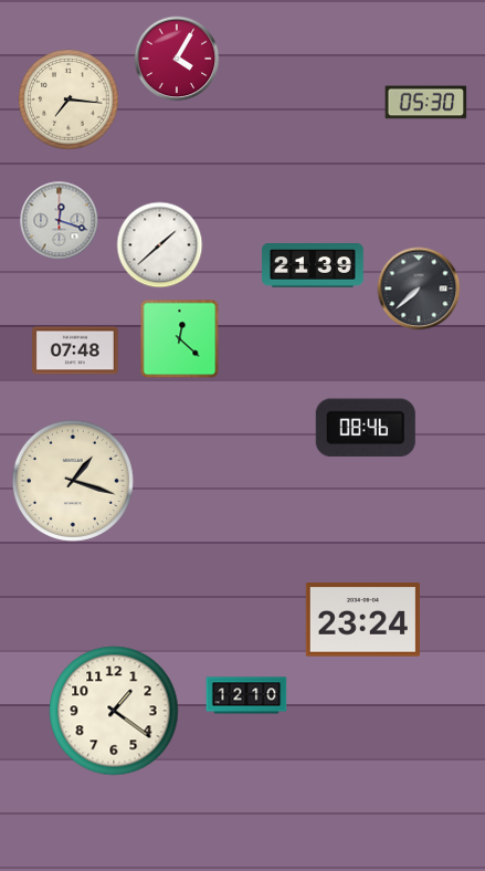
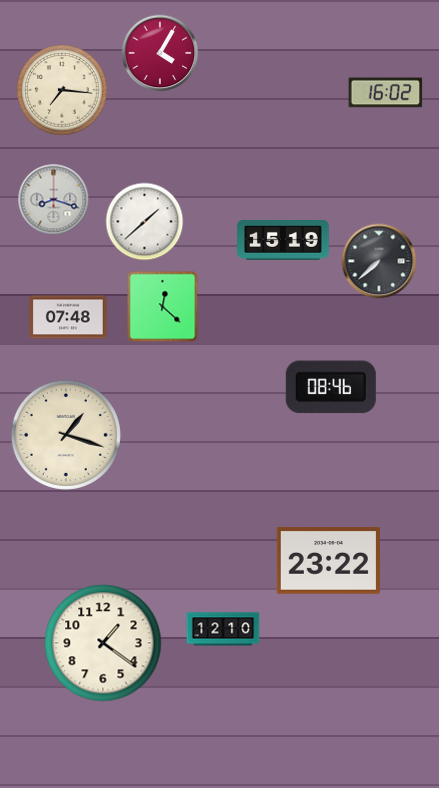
clock at (426, 103): 05:30 -> 16:02
clock at (60, 221): 12:18 -> 8:18
clock at (313, 266): 21:39 -> 15:19
clock at (362, 620): 23:24 -> 23:22
